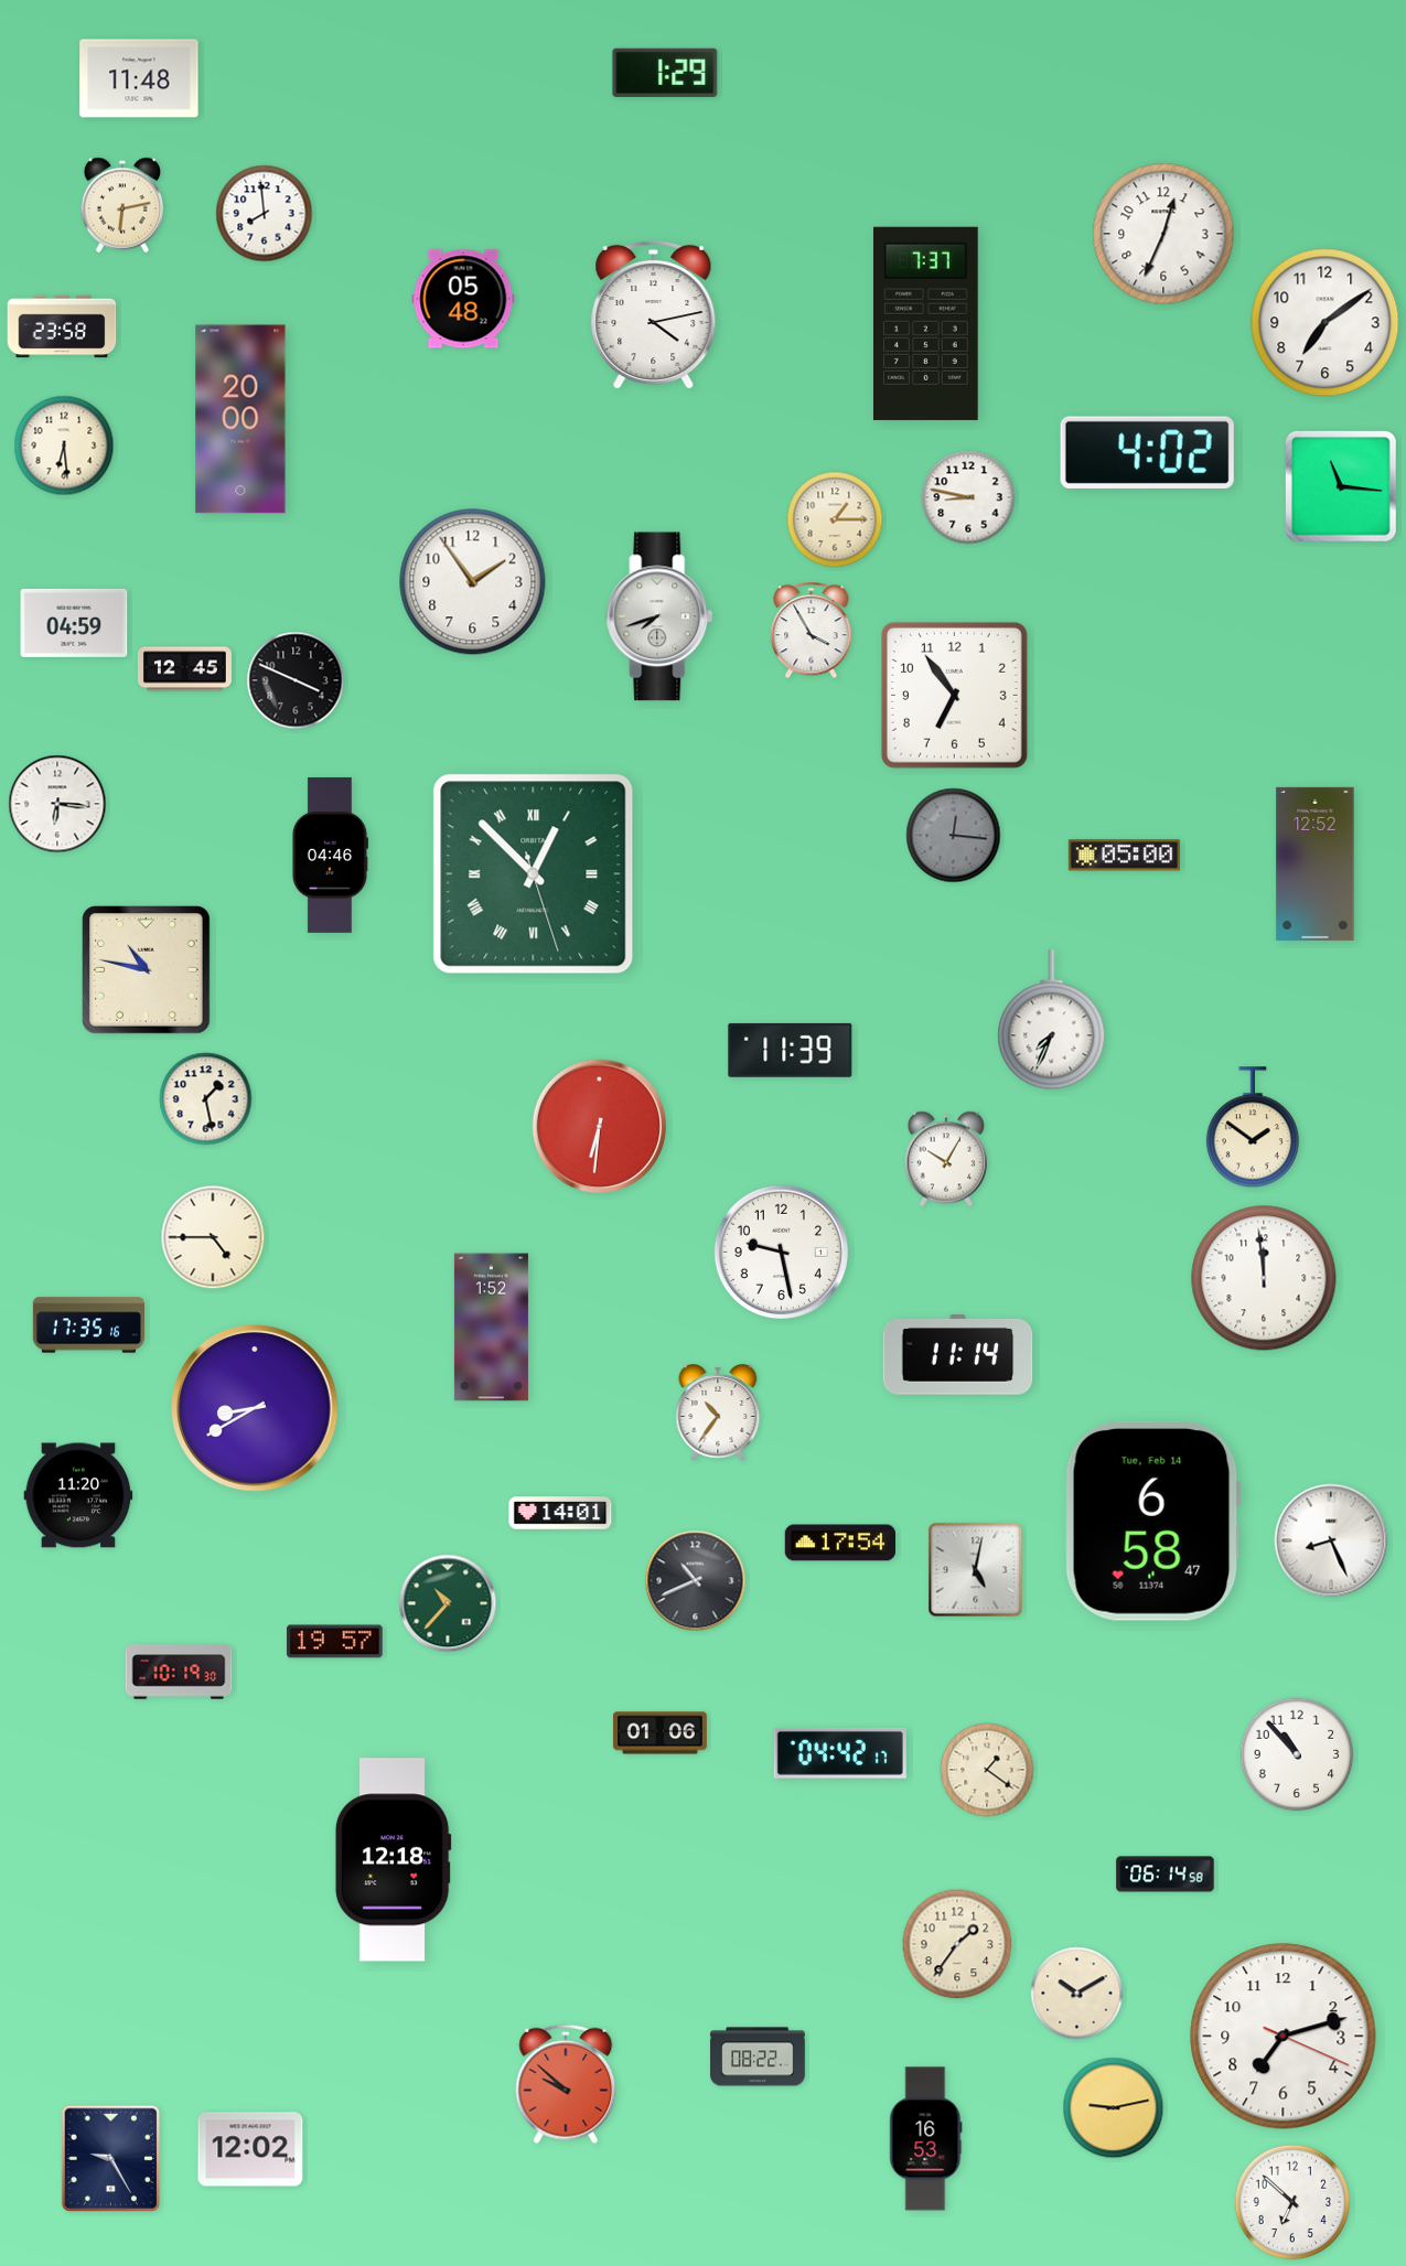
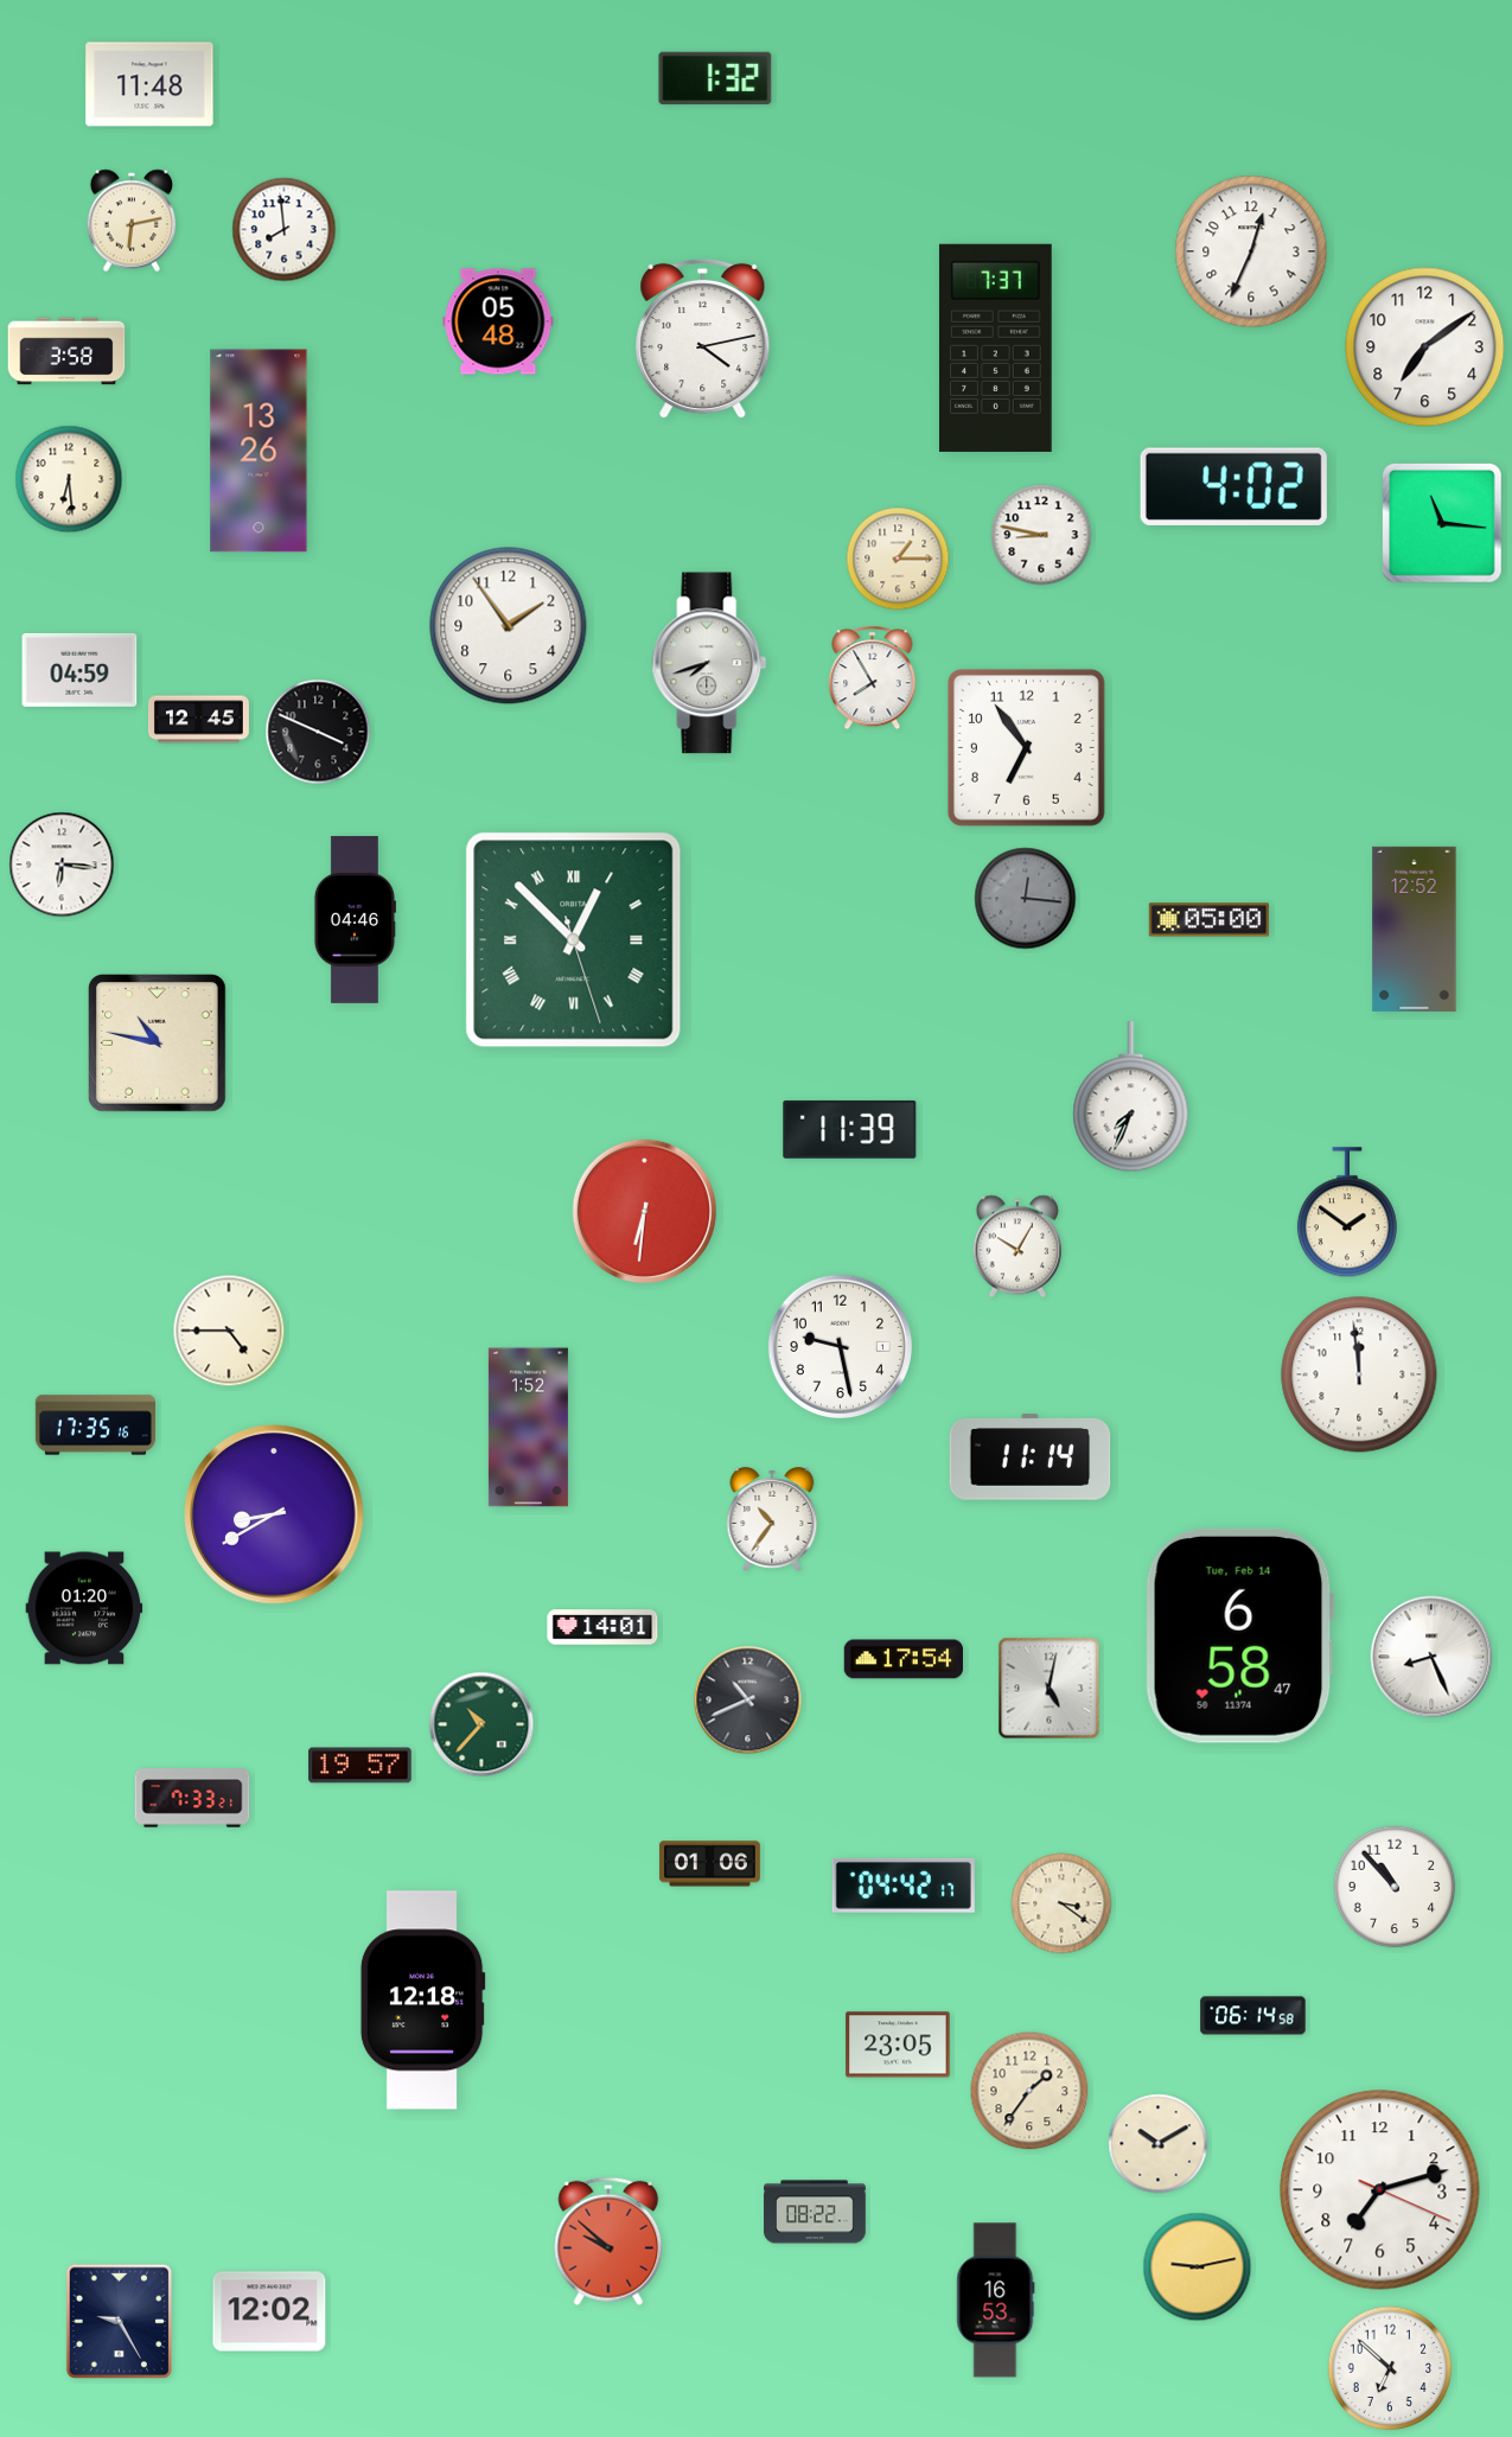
clock at (665, 73): 1:29 -> 1:32
clock at (62, 326): 23:58 -> 3:58
clock at (240, 419): 20:00 -> 13:26
clock at (812, 631): 3:55 -> 7:55
clock at (206, 1099): 1:28 -> none
clock at (78, 1495): 11:20 -> 01:20
clock at (179, 1672): 10:19 -> 7:33
clock at (987, 1770): 1:21 -> 3:21
clock at (898, 2044): none -> 23:05
